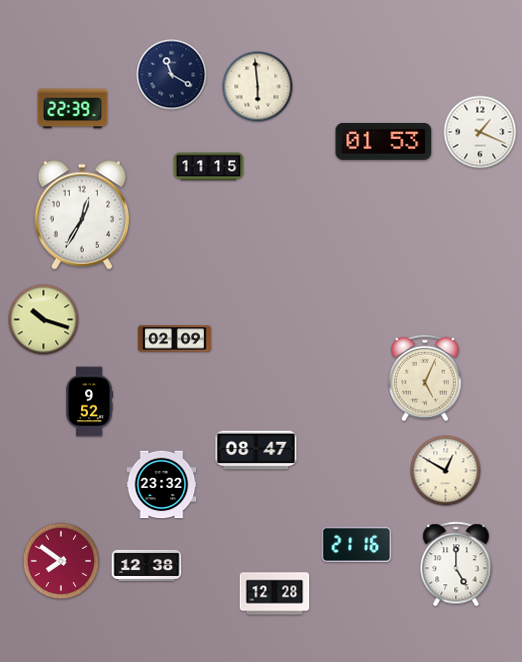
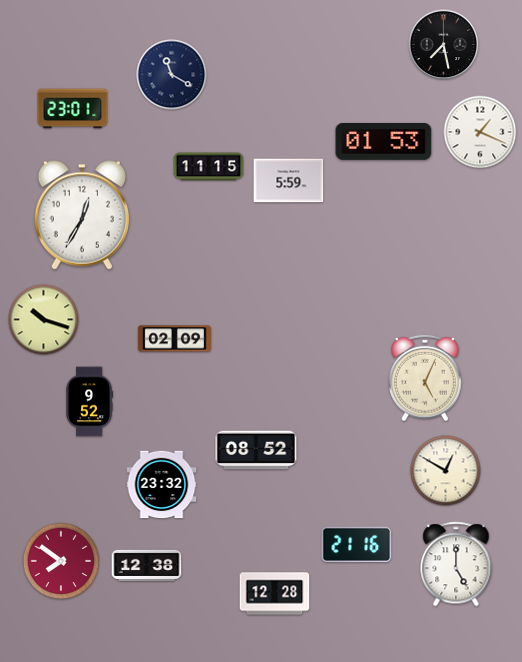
clock at (444, 45): none -> 7:28
clock at (258, 87): 5:59 -> none
clock at (73, 109): 22:39 -> 23:01
clock at (289, 181): none -> 5:59
clock at (256, 450): 08:47 -> 08:52
